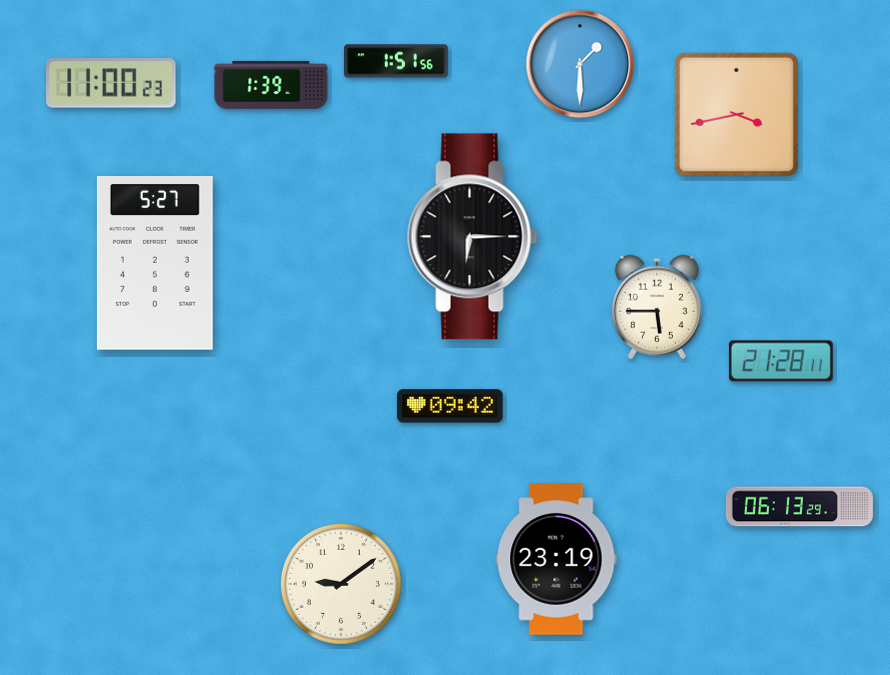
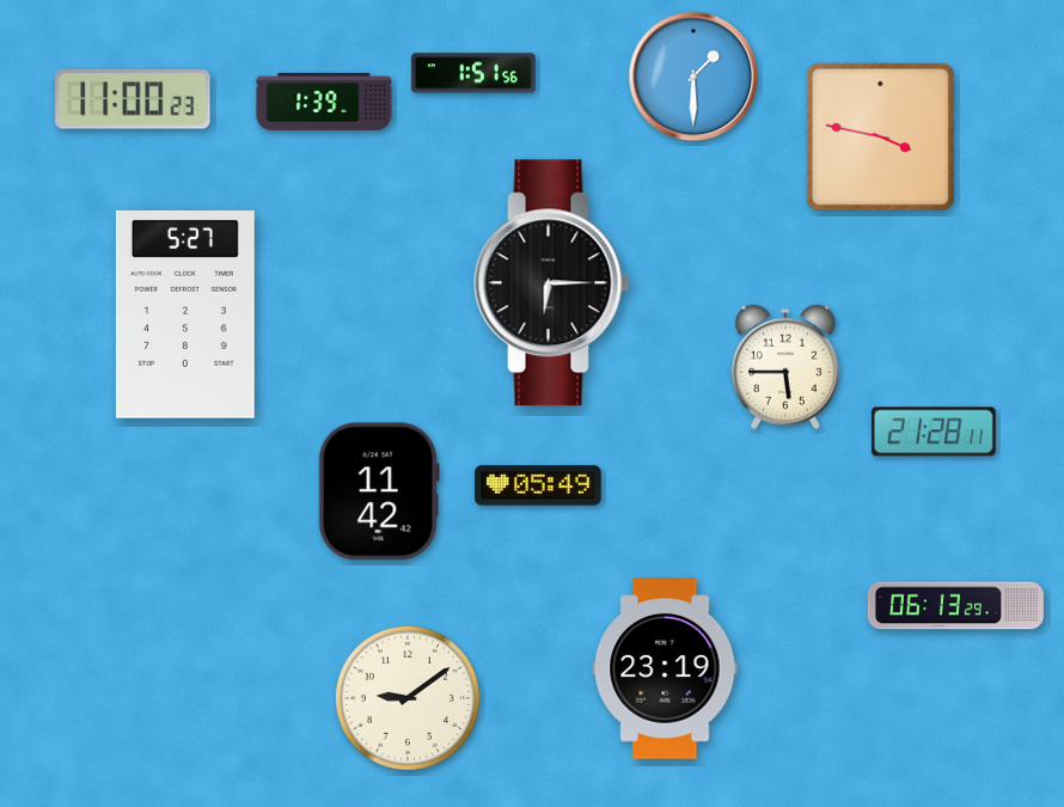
clock at (736, 114): 3:43 -> 3:47
clock at (473, 237) position: (473, 237) -> (552, 283)
clock at (450, 406): 09:42 -> 05:49
clock at (379, 491): none -> 11:42
